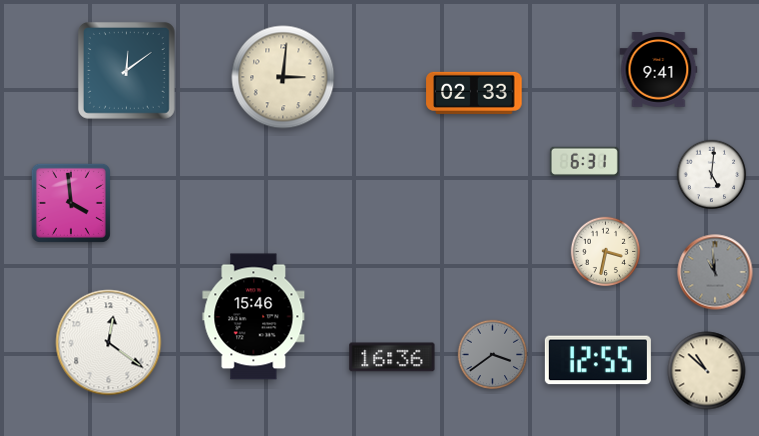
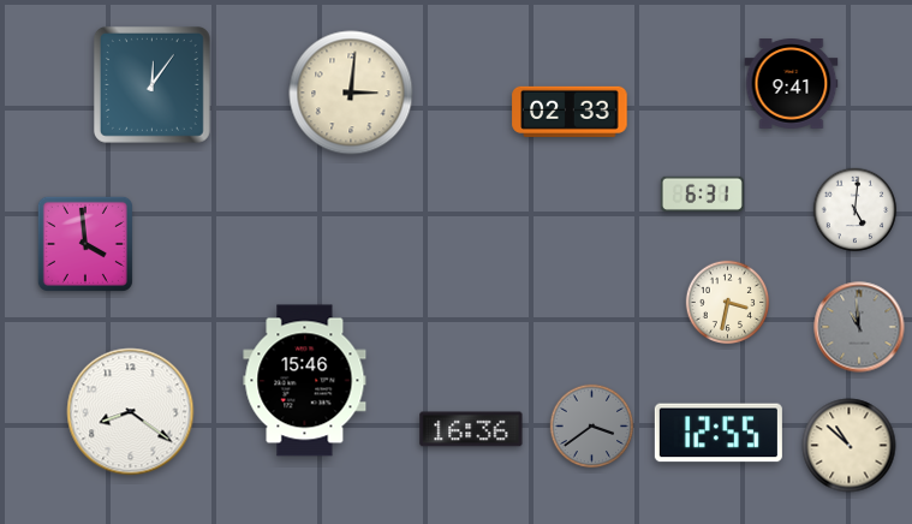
clock at (126, 70): 12:09 -> 12:06
clock at (283, 77) position: (283, 77) -> (351, 93)
clock at (109, 343): 12:21 -> 8:21
